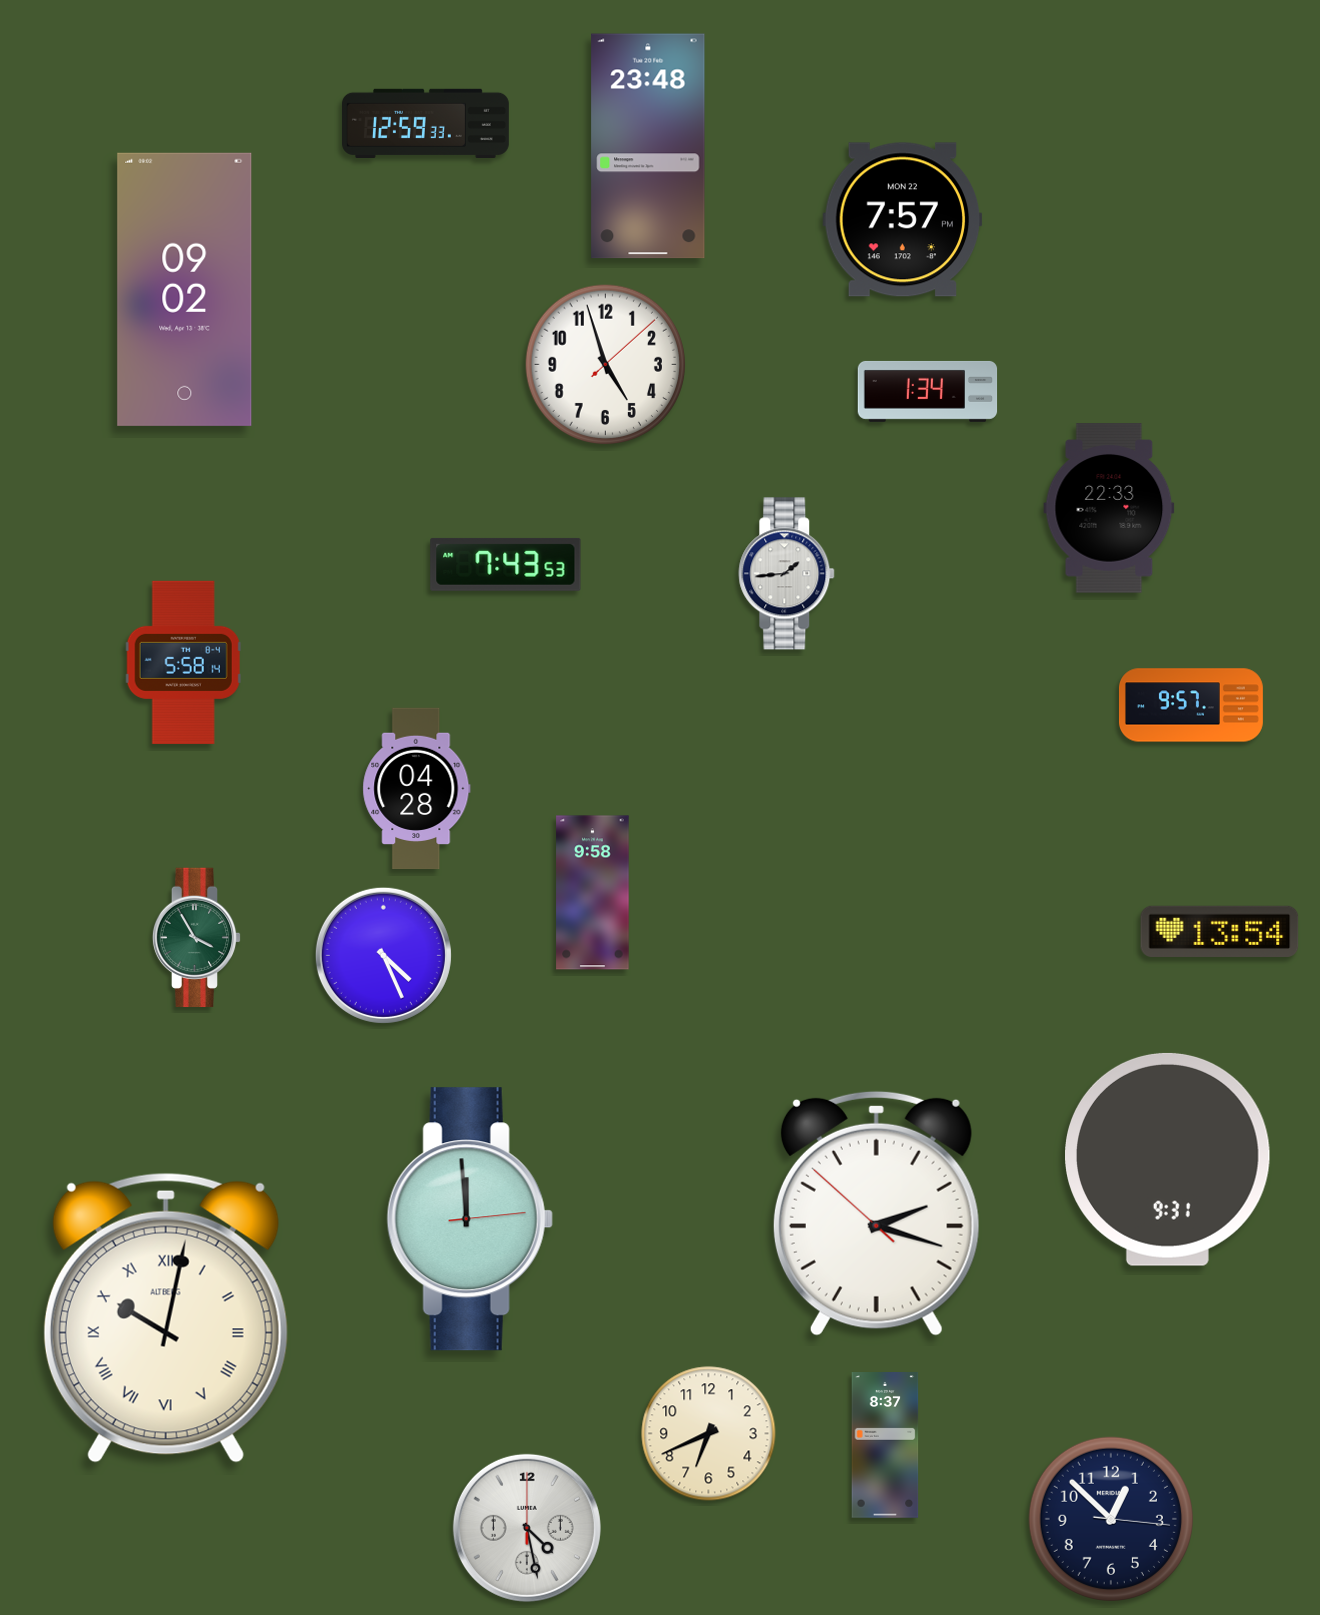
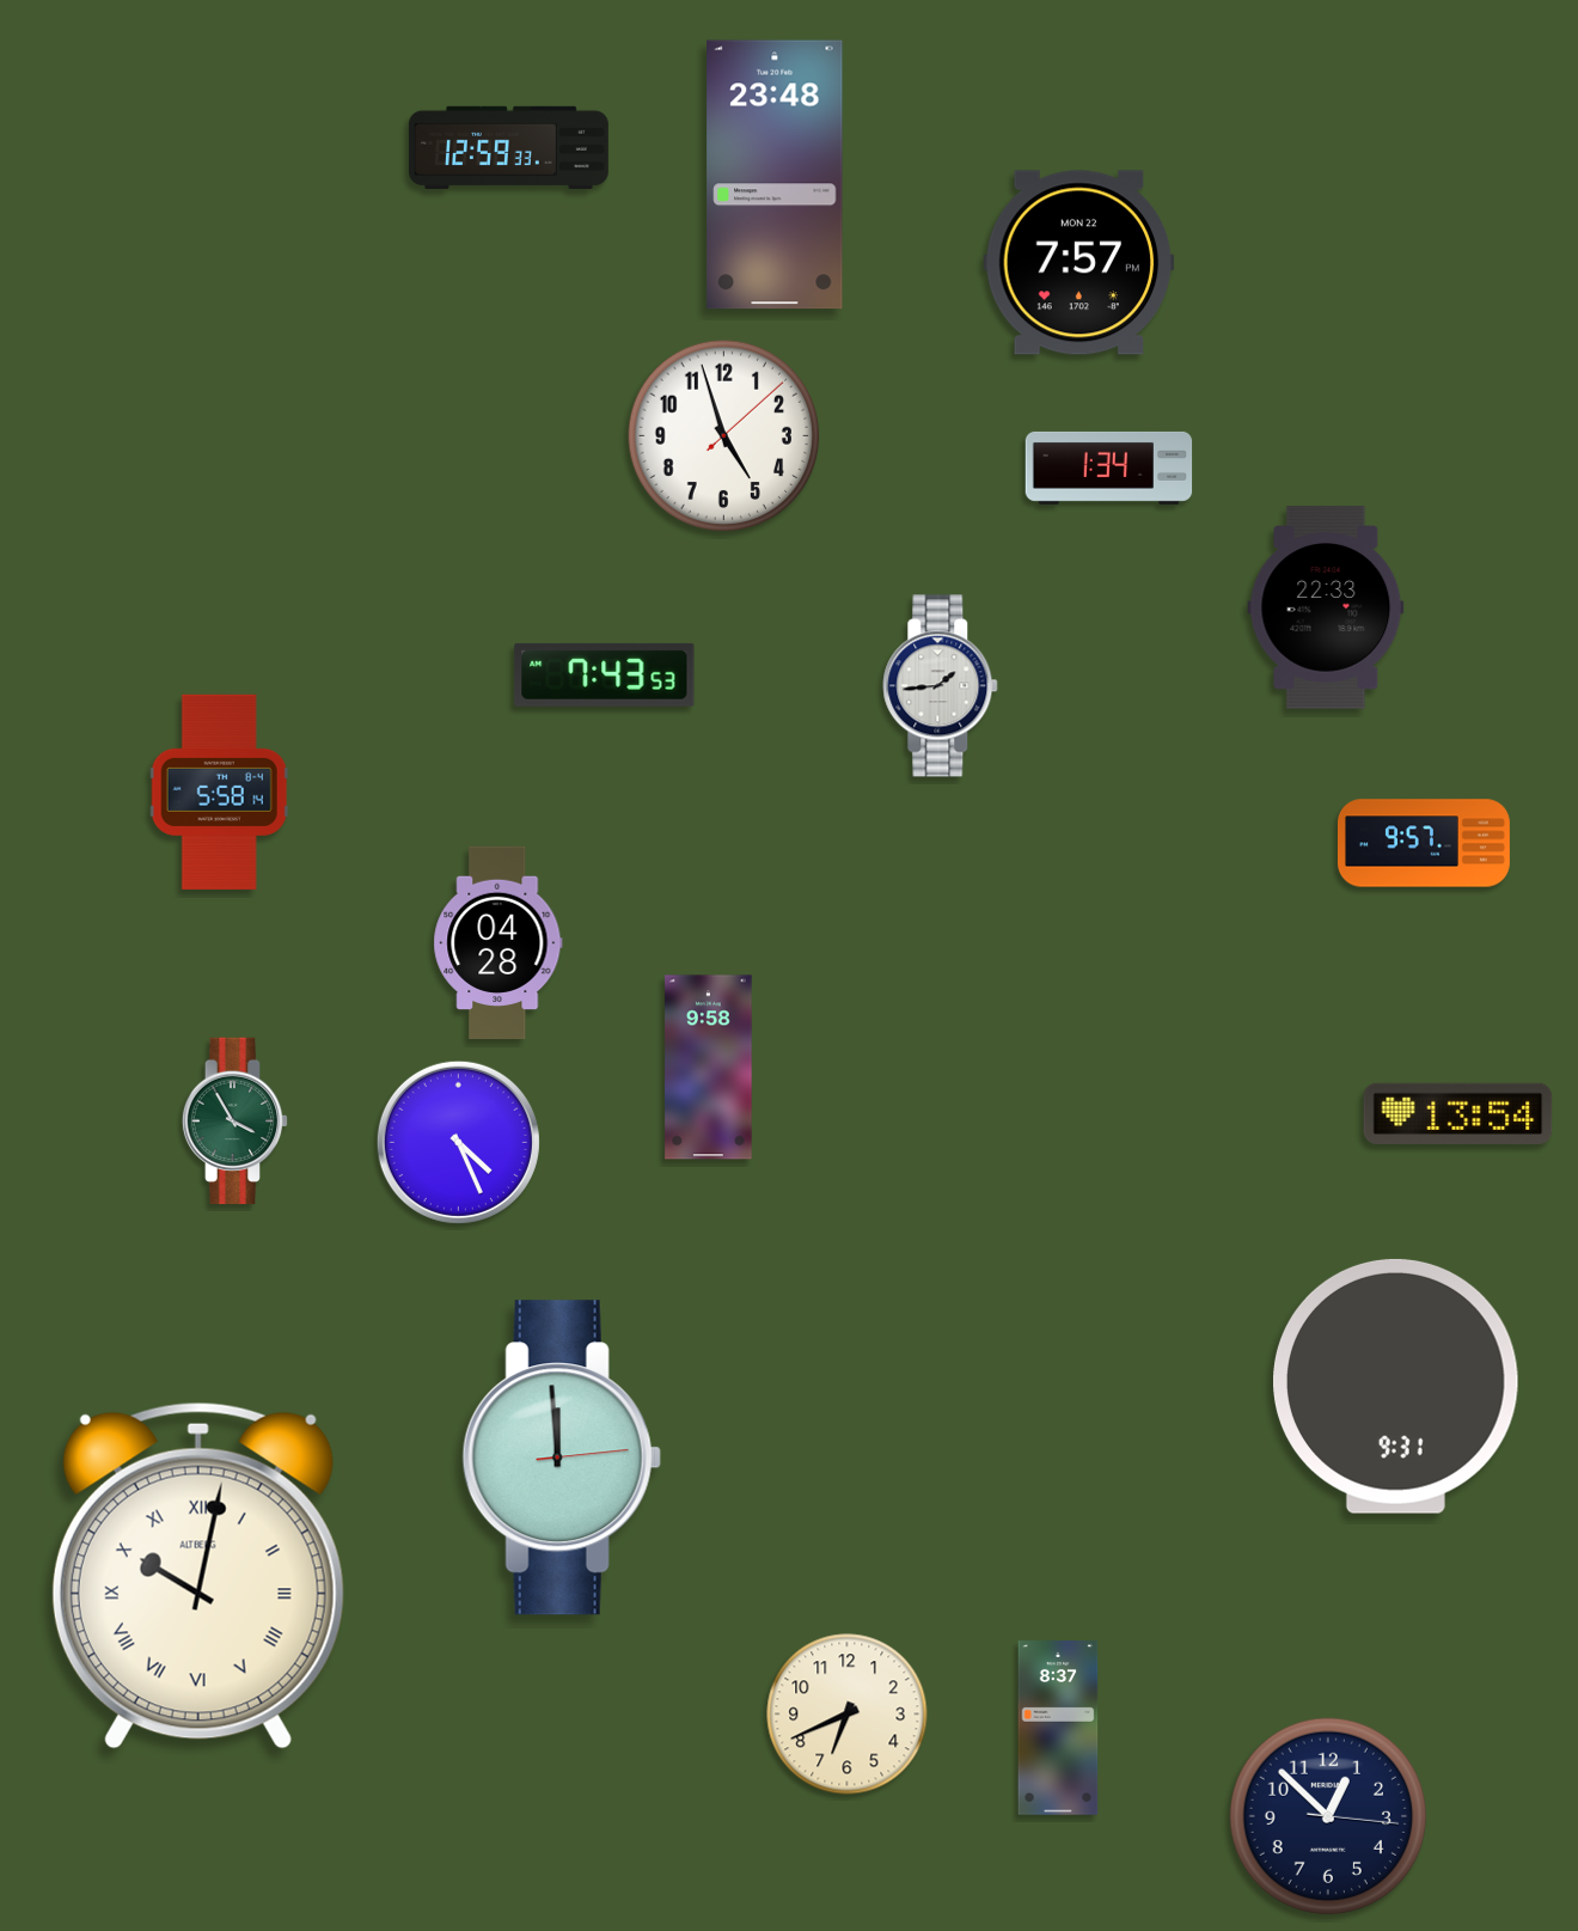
clock at (185, 289): 09:02 -> none
clock at (876, 1213): 2:17 -> none
clock at (527, 1528): 4:28 -> none
